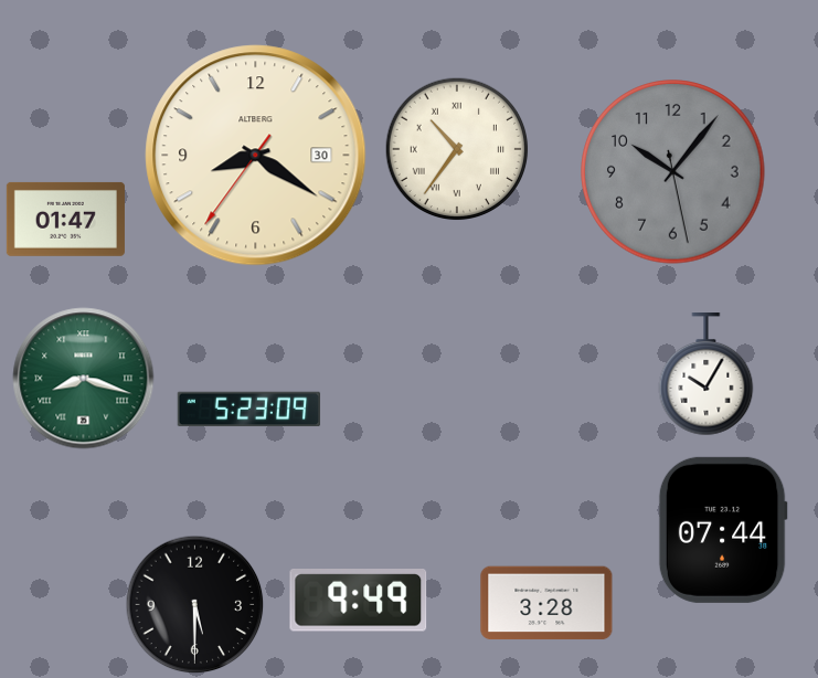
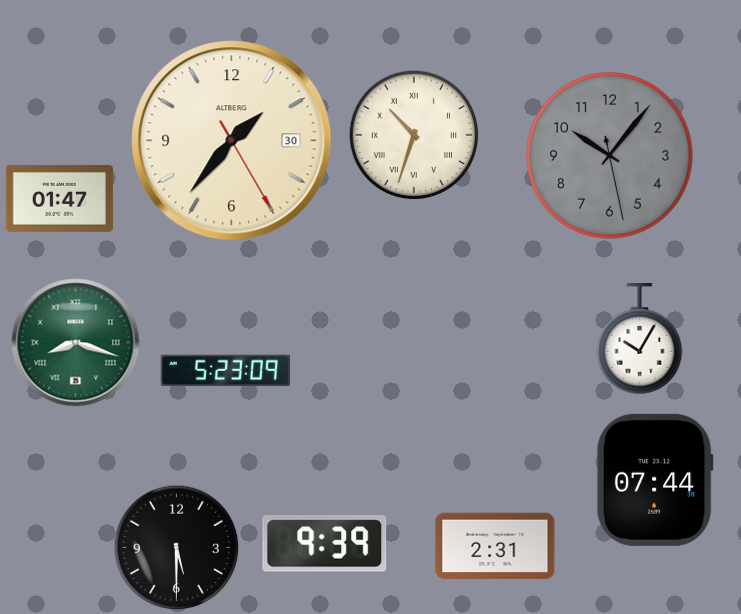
clock at (457, 149): 10:36 -> 10:33
clock at (256, 156): 8:20 -> 1:36
clock at (359, 601): 9:49 -> 9:39
clock at (546, 603): 3:28 -> 2:31
